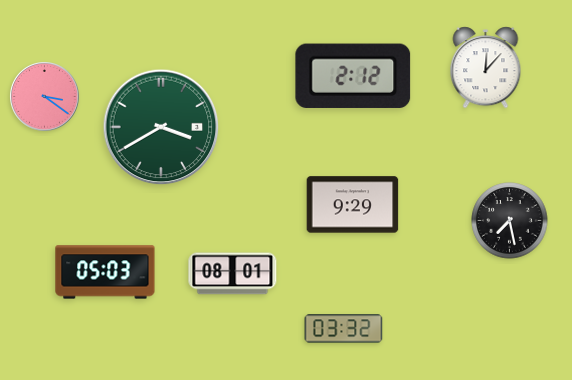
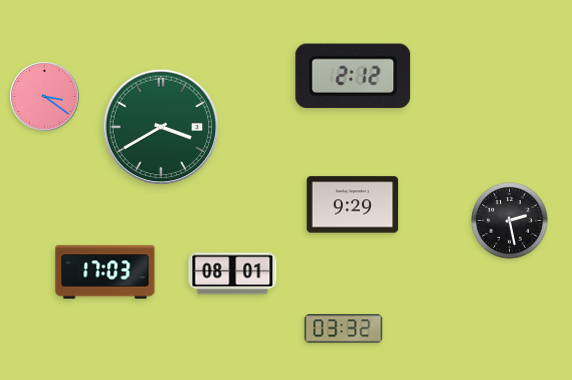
clock at (486, 68): 12:07 -> none
clock at (510, 221): 7:28 -> 2:28
clock at (105, 272): 05:03 -> 17:03
